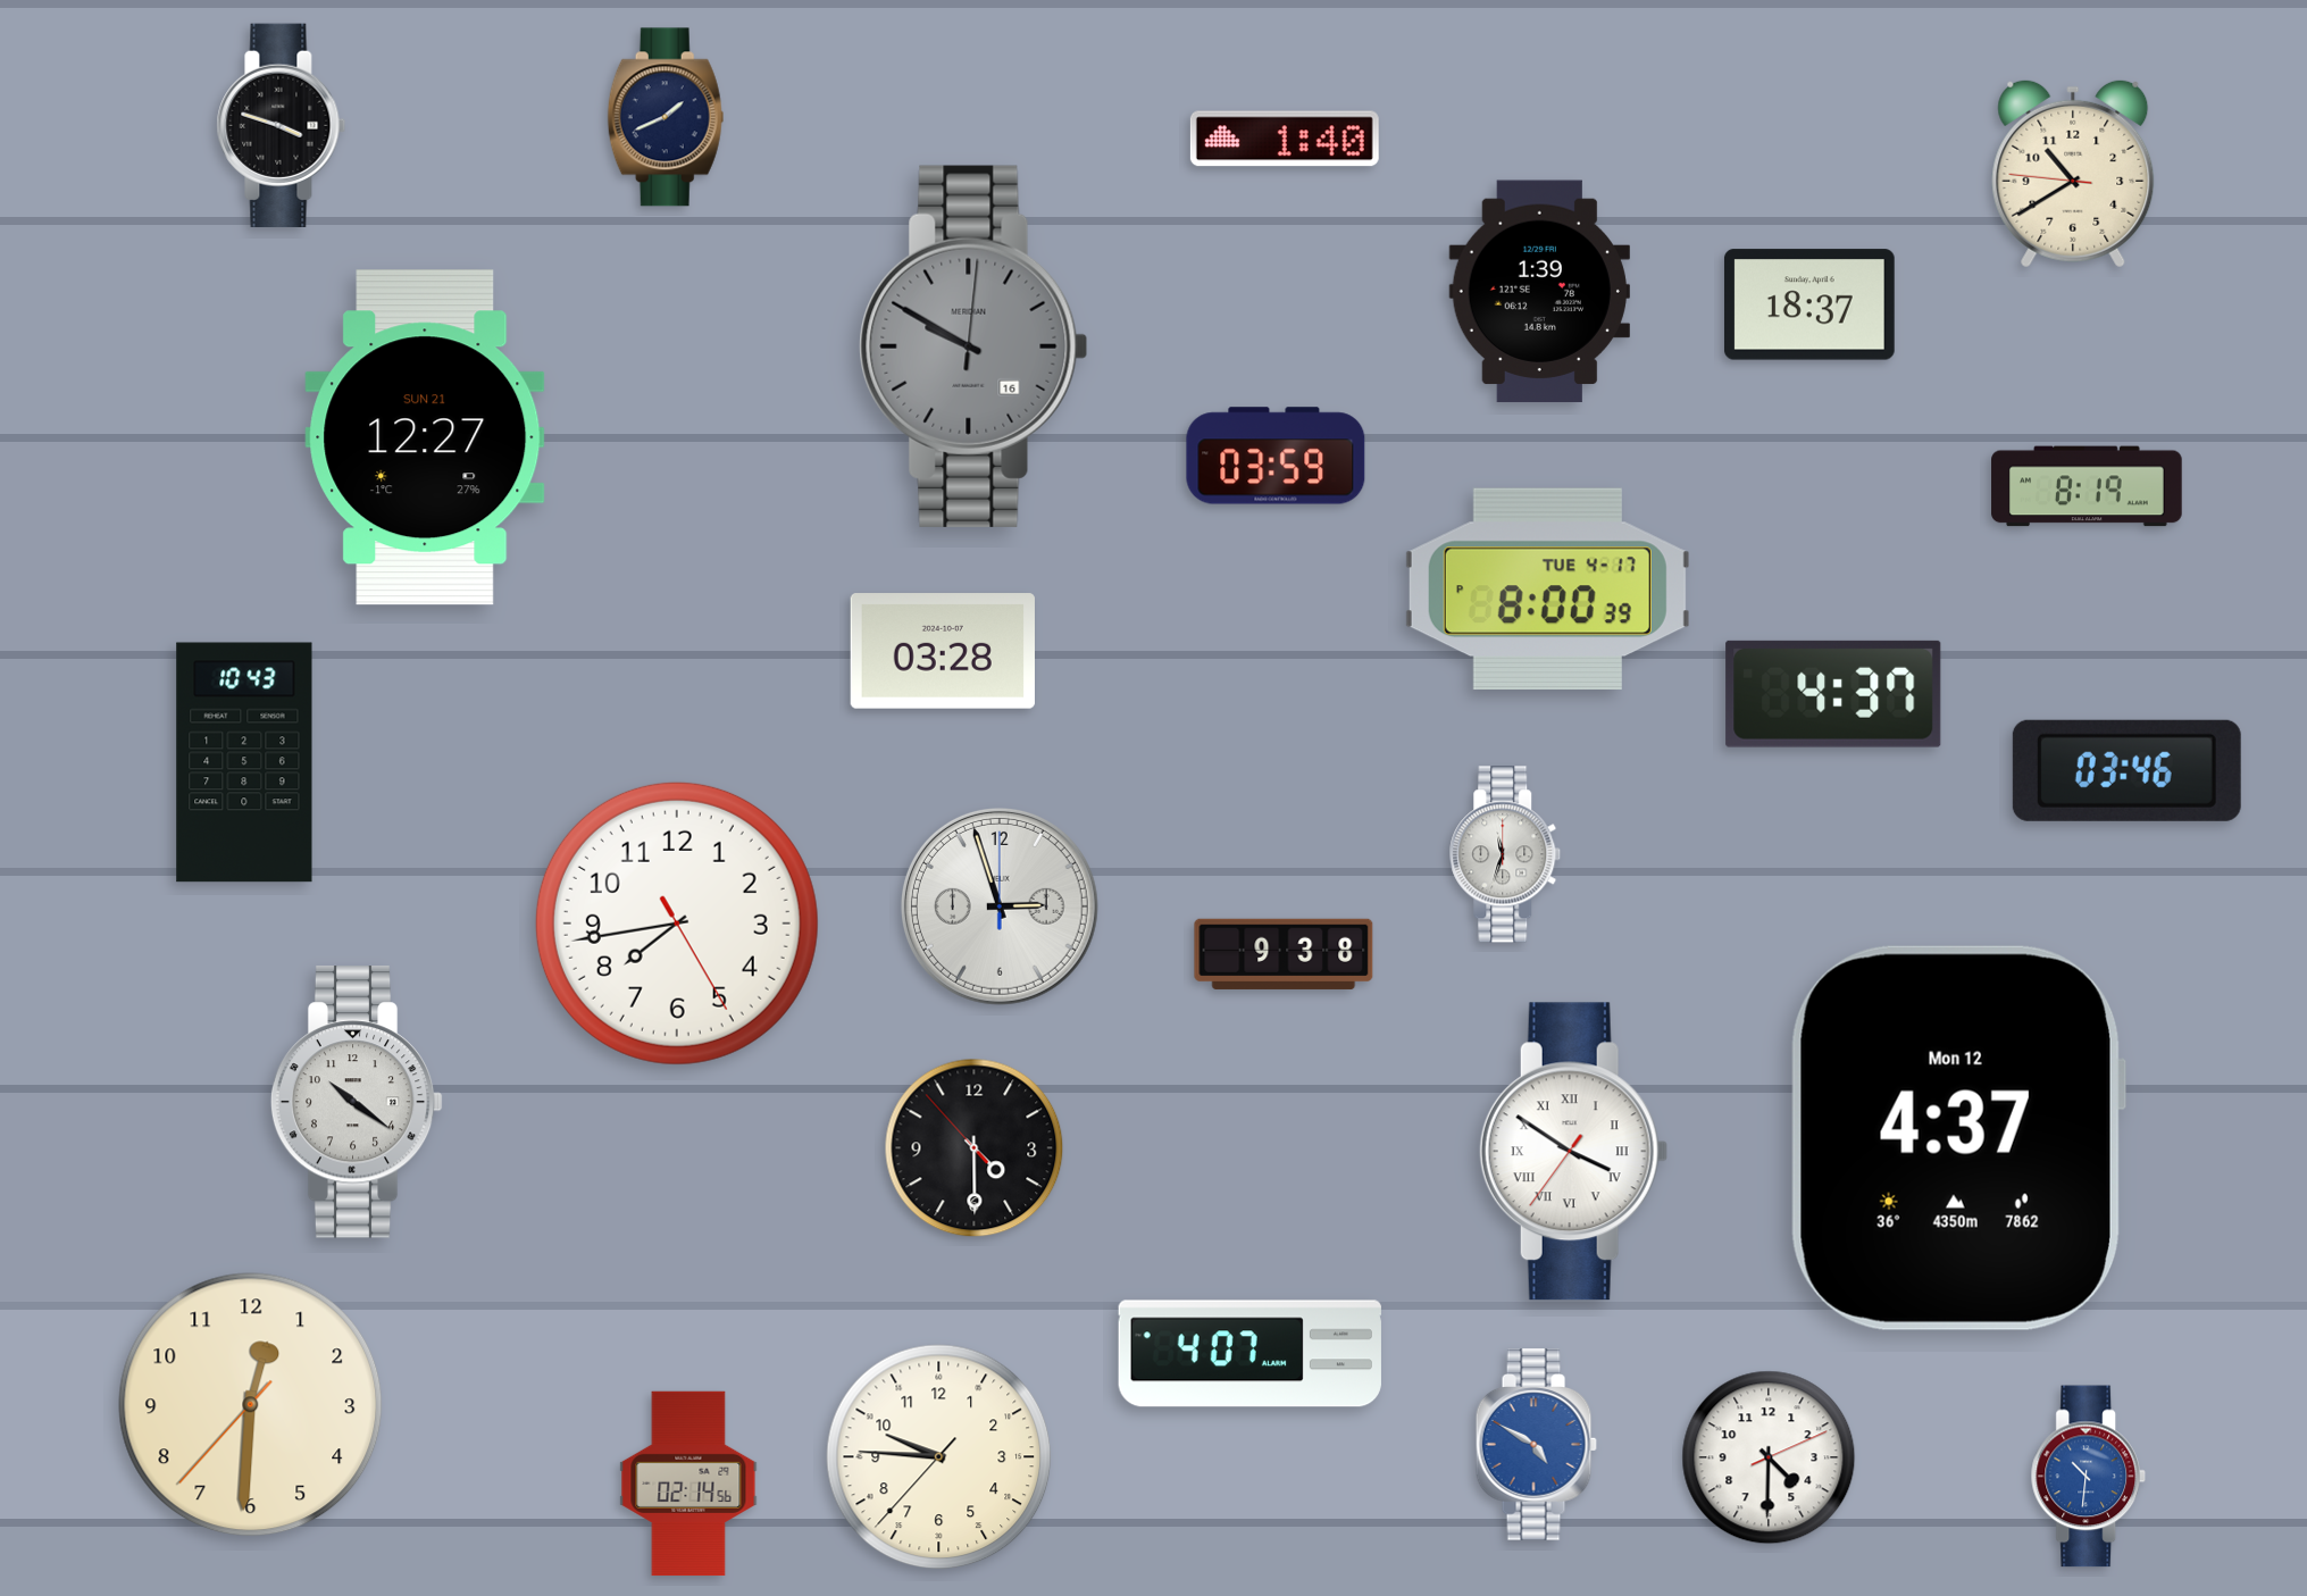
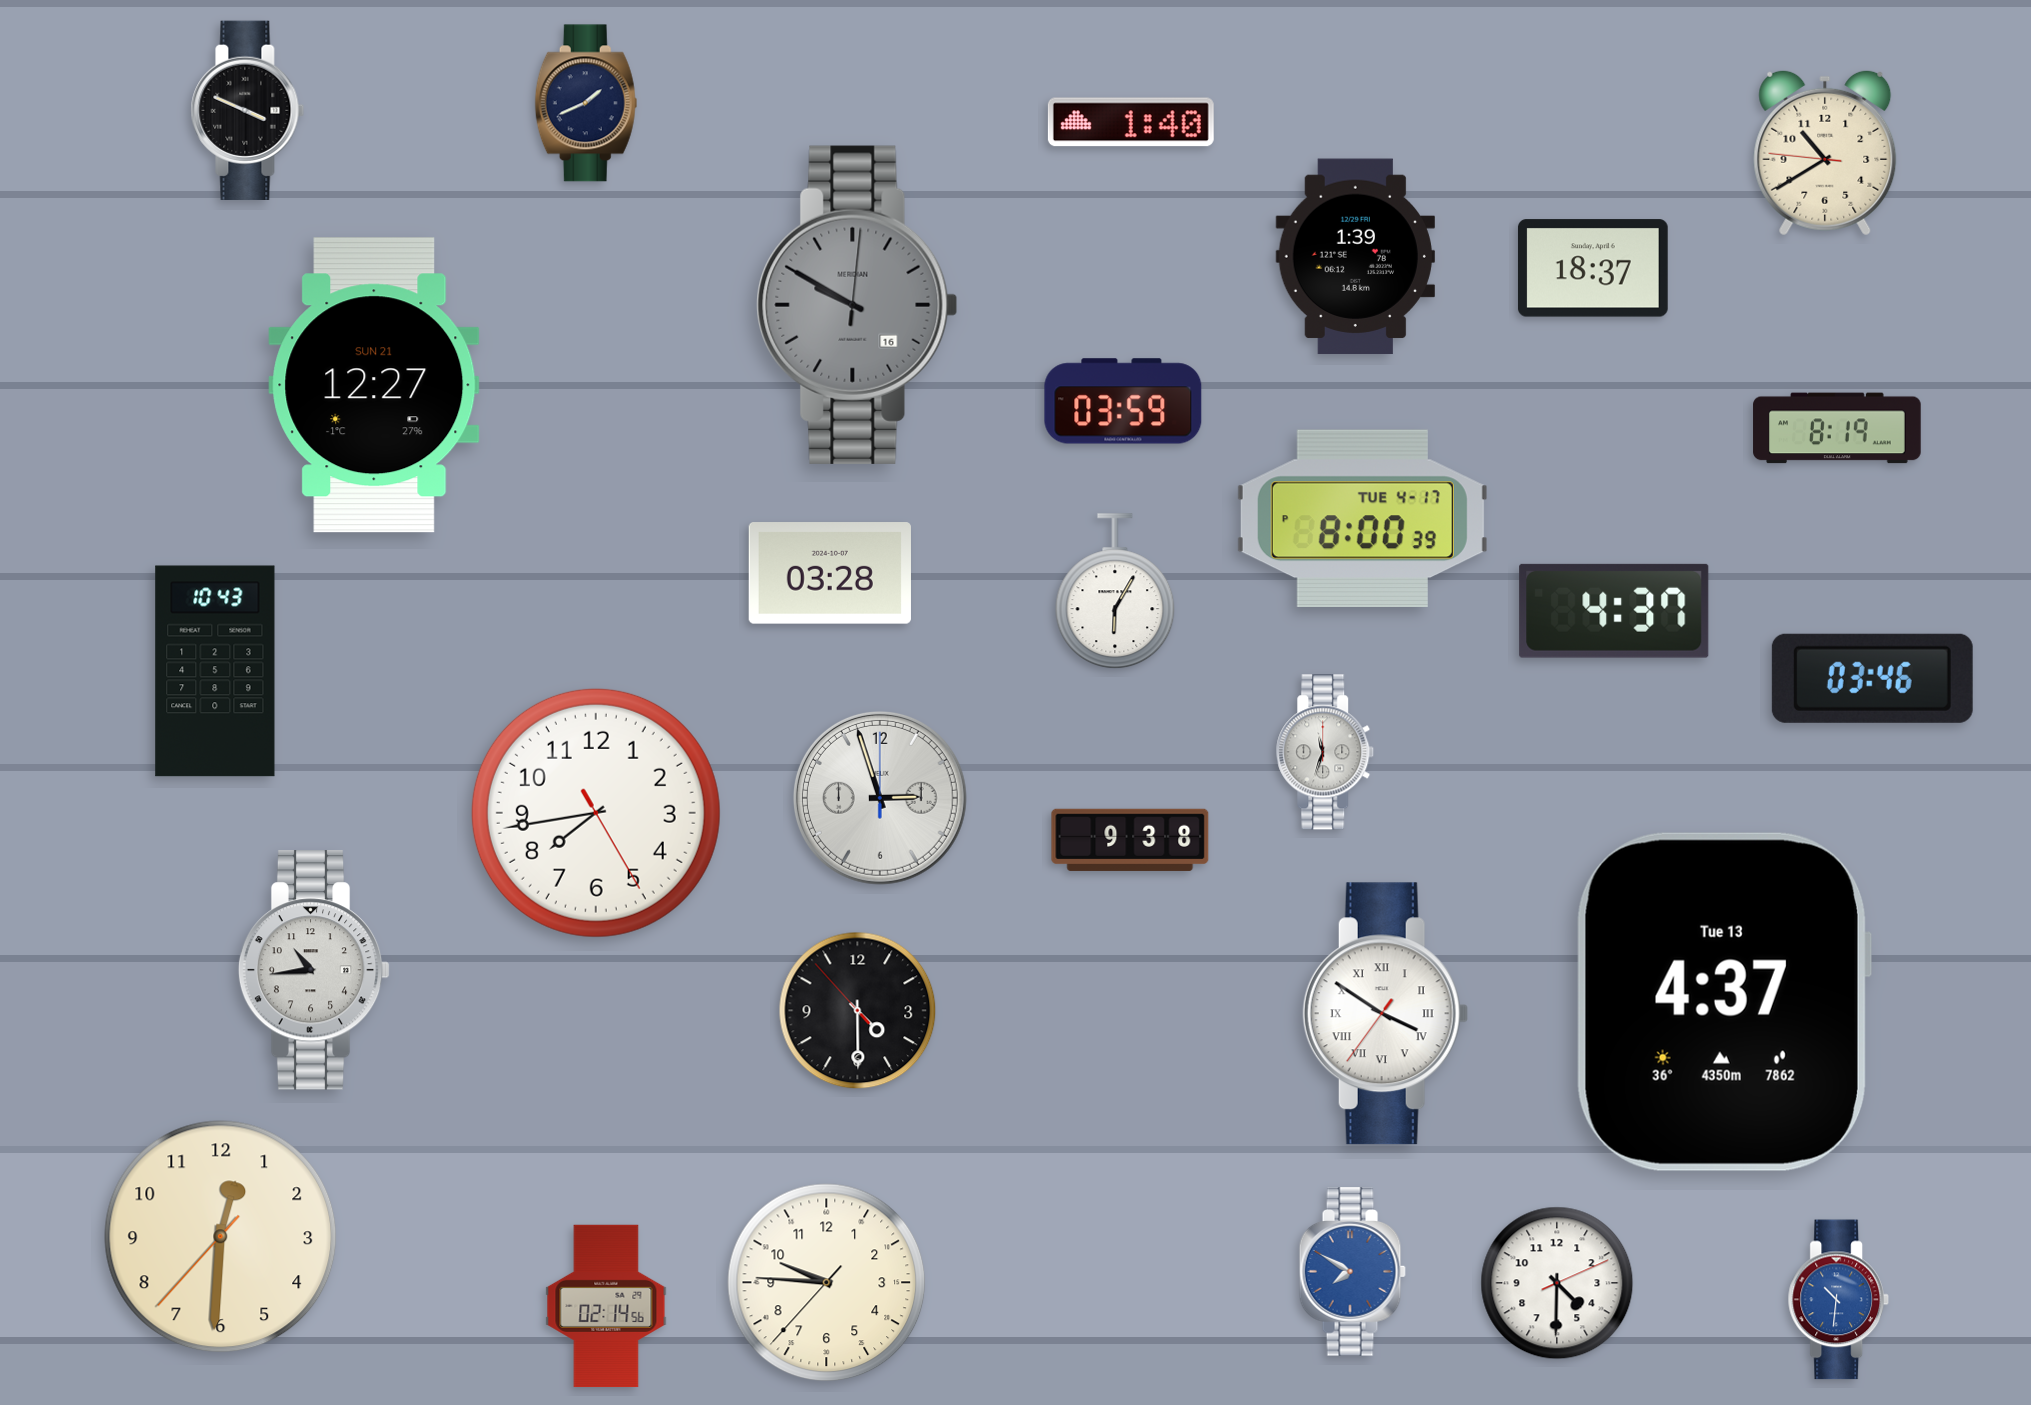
clock at (282, 125): 3:48 -> 3:49
clock at (1115, 592): none -> 6:05
clock at (357, 1102): 10:21 -> 10:44
clock at (1957, 1138) date: Mon 12 -> Tue 13
clock at (1249, 1354): 4:07 -> none
clock at (1536, 1445): 4:50 -> 7:50
